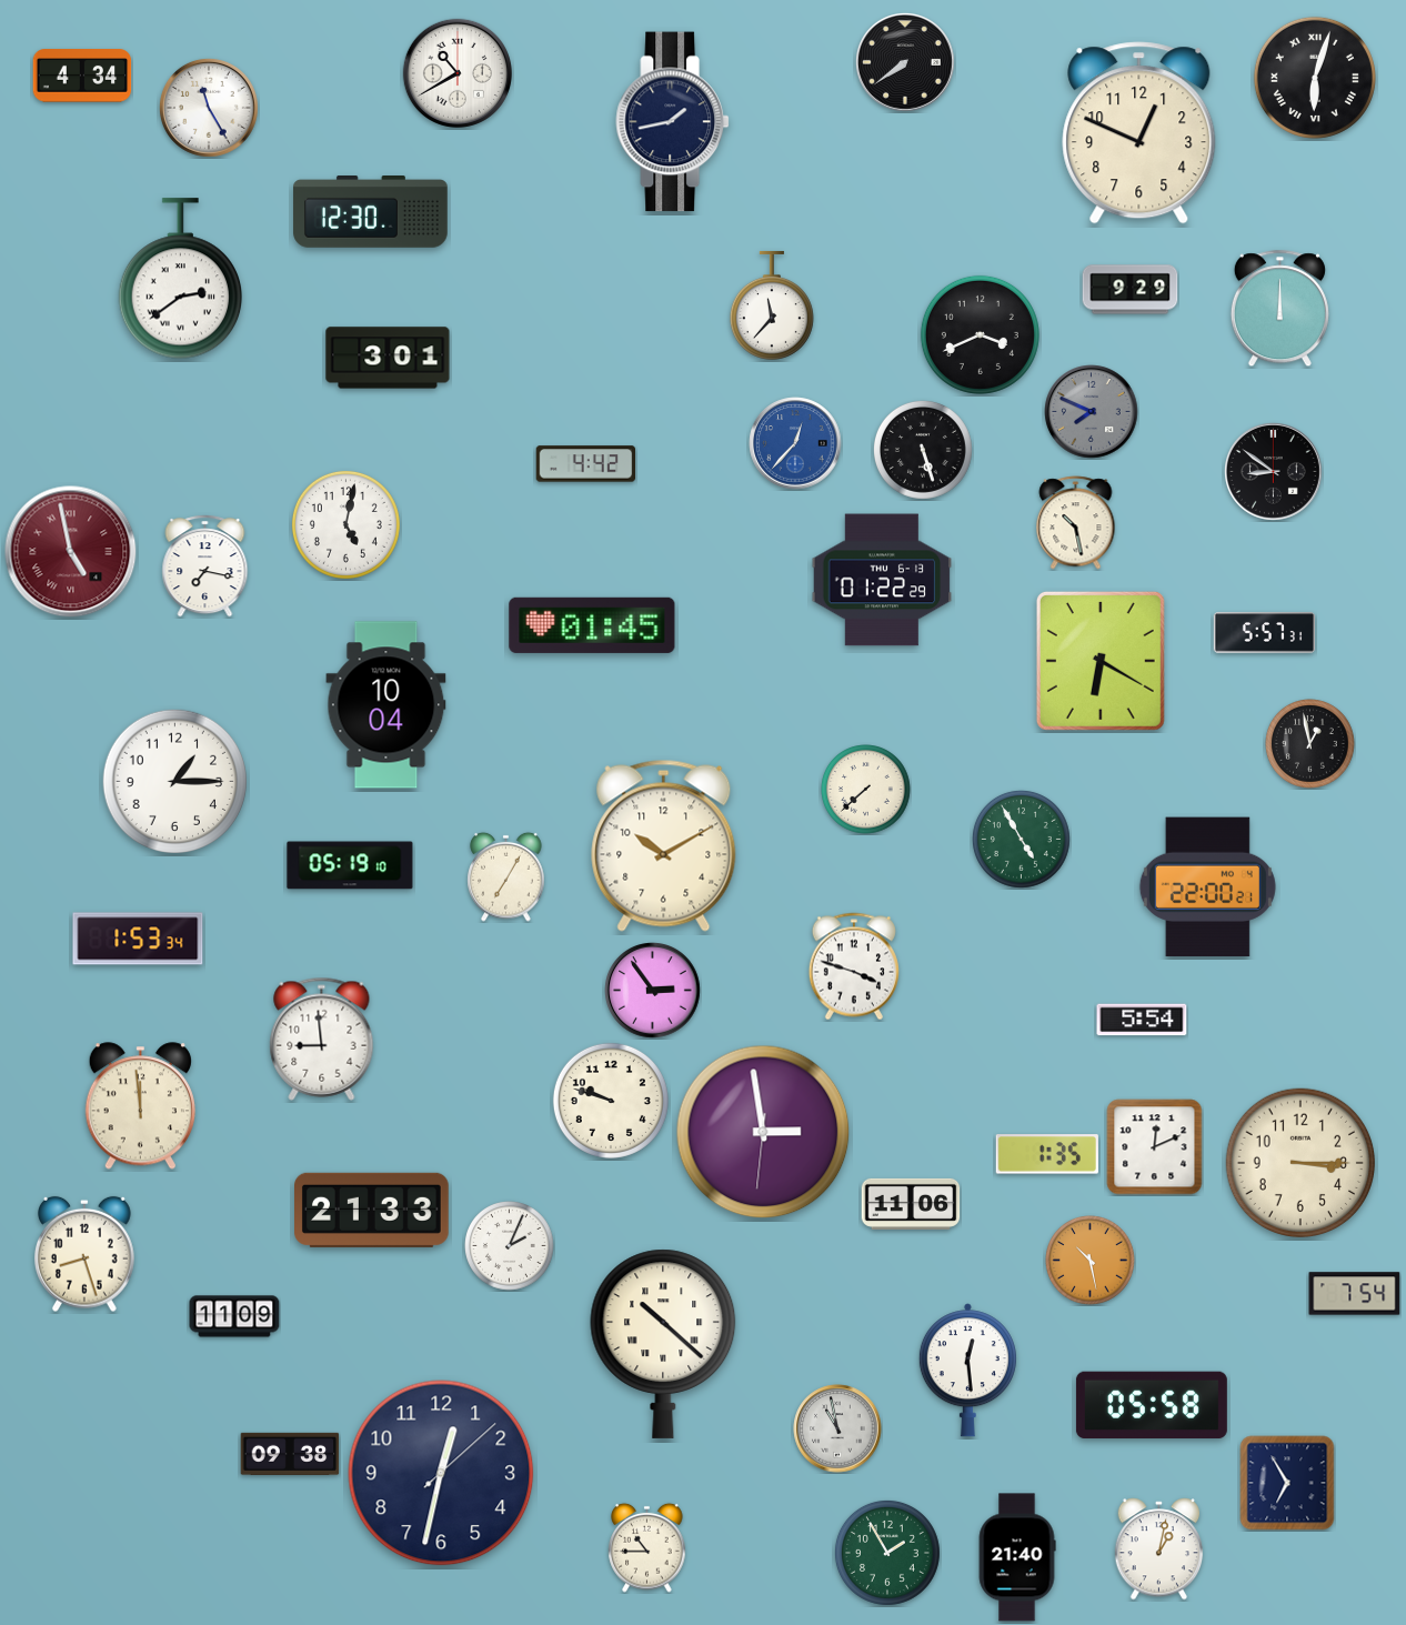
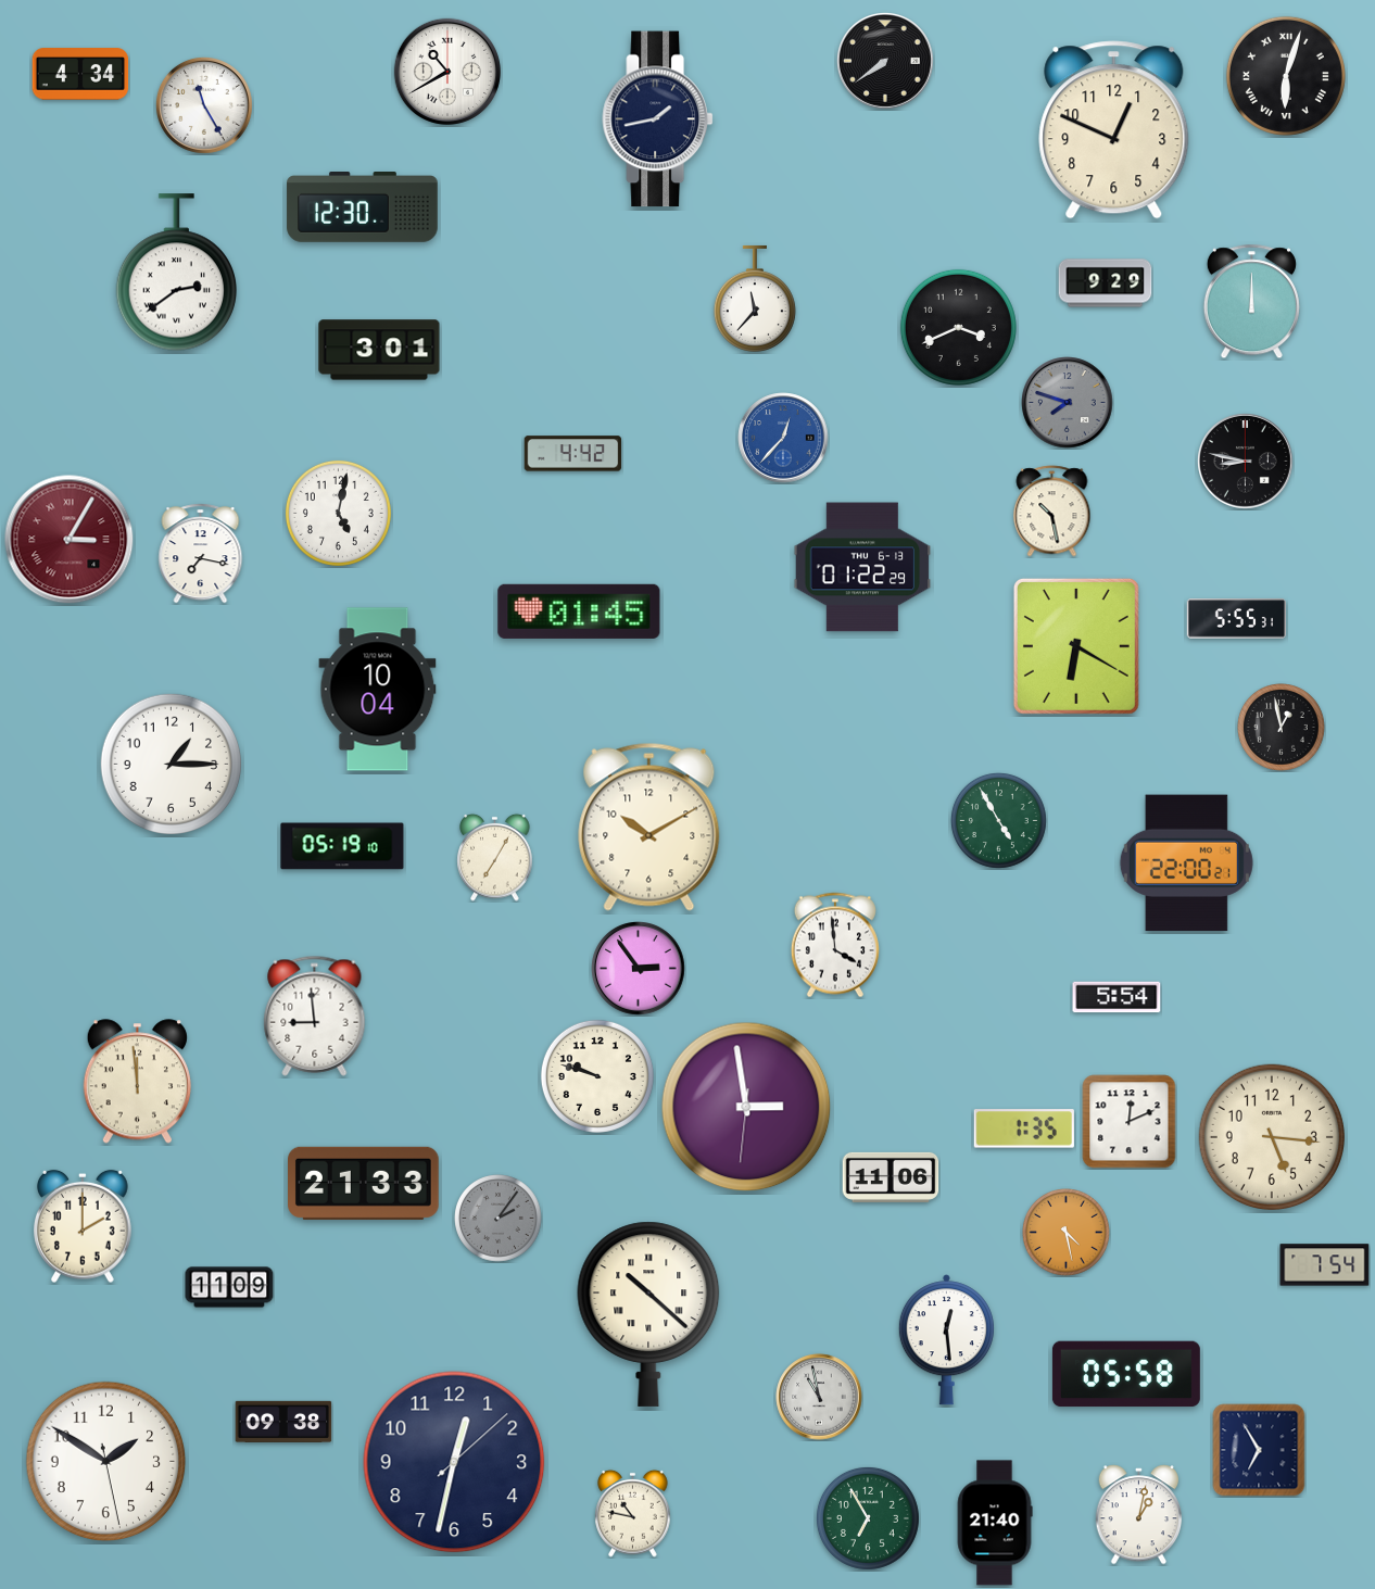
clock at (1092, 412): 7:49 -> 7:48
clock at (795, 443) position: (795, 443) -> (783, 438)
clock at (923, 450): 5:27 -> none
clock at (1274, 472): 8:51 -> 8:47
clock at (71, 552): 4:58 -> 3:05
clock at (1265, 633): 5:57 -> 5:55
clock at (866, 790): 7:38 -> none
clock at (1207, 887) position: (1207, 887) -> (1186, 863)
clock at (138, 939): 1:53 -> none
clock at (854, 966): 3:48 -> 3:59
clock at (1299, 1162): 3:15 -> 5:16
clock at (510, 1246): 2:04 -> 2:06
clock at (510, 1246) dial: white -> grey
clock at (86, 1254): 8:27 -> 2:00
clock at (1091, 1261): 10:28 -> 4:28
clock at (441, 1473) position: (441, 1473) -> (454, 1462)
clock at (106, 1462): none -> 1:50
clock at (647, 1547): 10:45 -> 10:47
clock at (1159, 1549) position: (1159, 1549) -> (1139, 1515)
clock at (887, 1553): 1:55 -> 6:55
